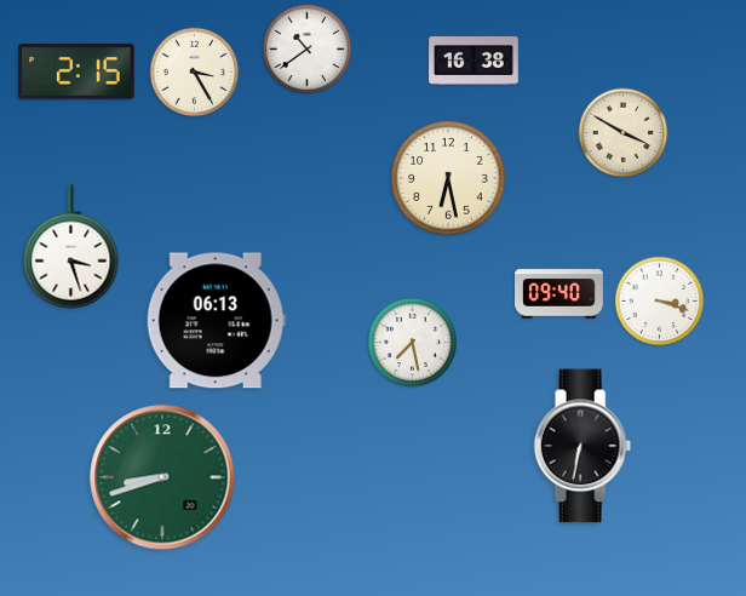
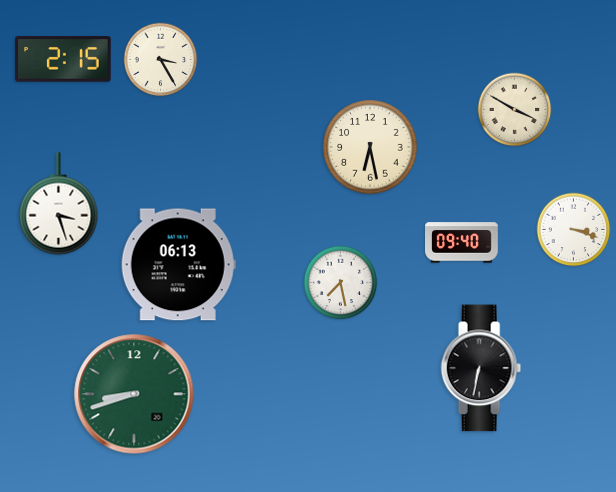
clock at (308, 50): 10:39 -> none
clock at (474, 61): 16:38 -> none
clock at (660, 302) position: (660, 302) -> (574, 230)
